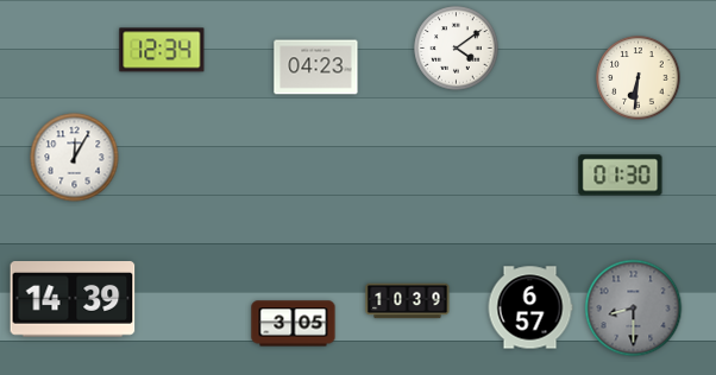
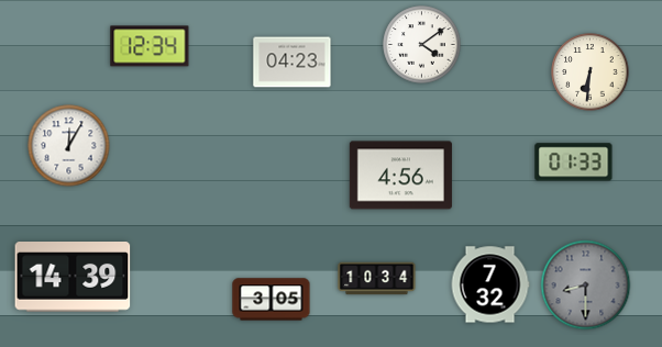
clock at (621, 176): 01:30 -> 01:33
clock at (400, 176): none -> 4:56
clock at (73, 299) position: (73, 299) -> (73, 277)
clock at (408, 301): 10:39 -> 10:34
clock at (530, 307): 6:57 -> 7:32
